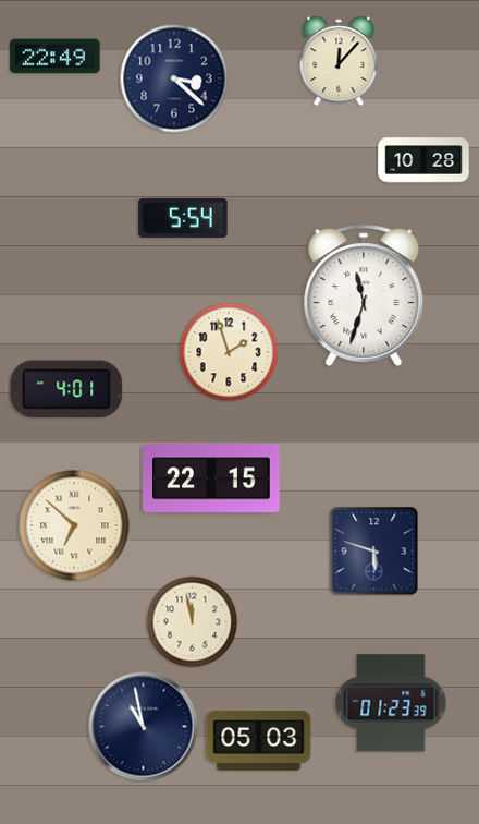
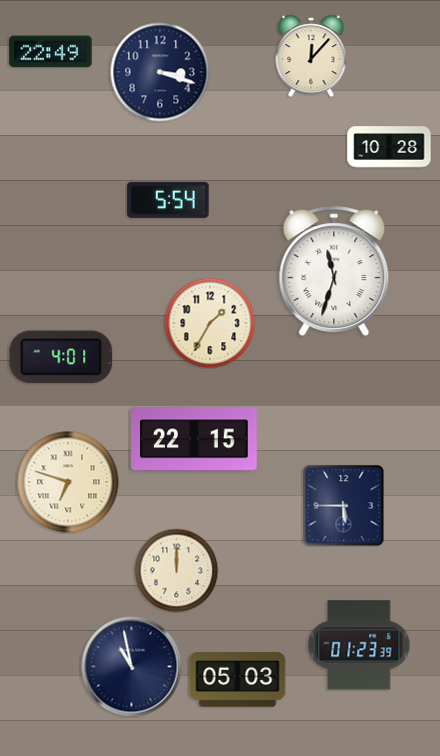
clock at (174, 78): 3:22 -> 3:18
clock at (229, 352): 1:57 -> 1:35
clock at (74, 525): 6:52 -> 6:48
clock at (373, 550): 5:48 -> 5:45
clock at (192, 621): 11:58 -> 12:00
